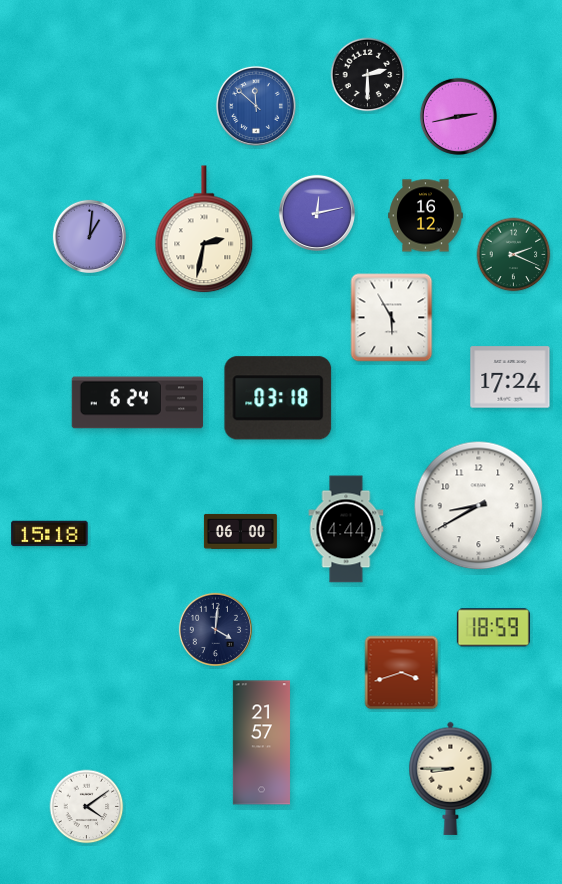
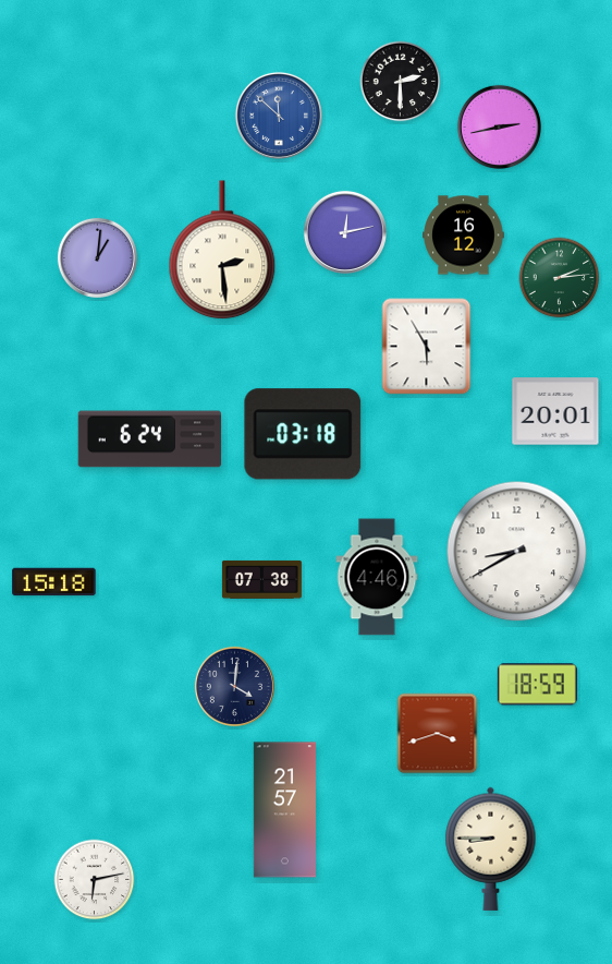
clock at (204, 230): 2:32 -> 2:29
clock at (514, 255): 2:19 -> 2:14
clock at (510, 377): 17:24 -> 20:01
clock at (479, 506) position: (479, 506) -> (517, 552)
clock at (346, 529): 4:44 -> 4:46
clock at (240, 531): 06:00 -> 07:38
clock at (87, 807): 4:09 -> 6:13
